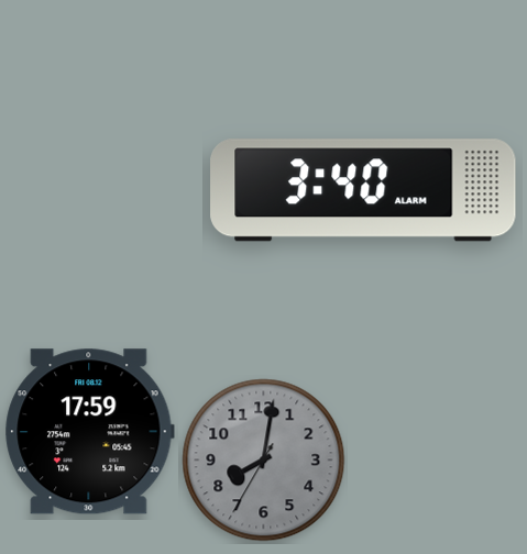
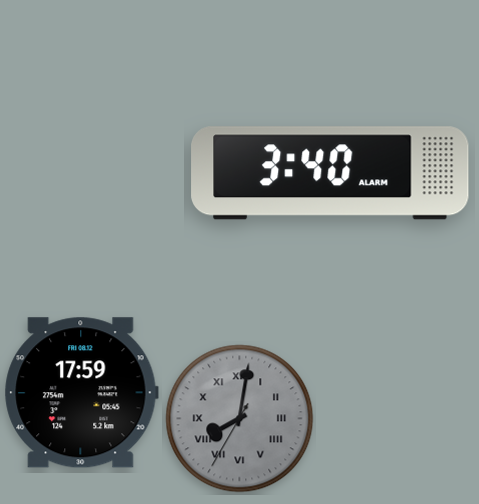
clock at (264, 461) numerals: Arabic -> Roman
